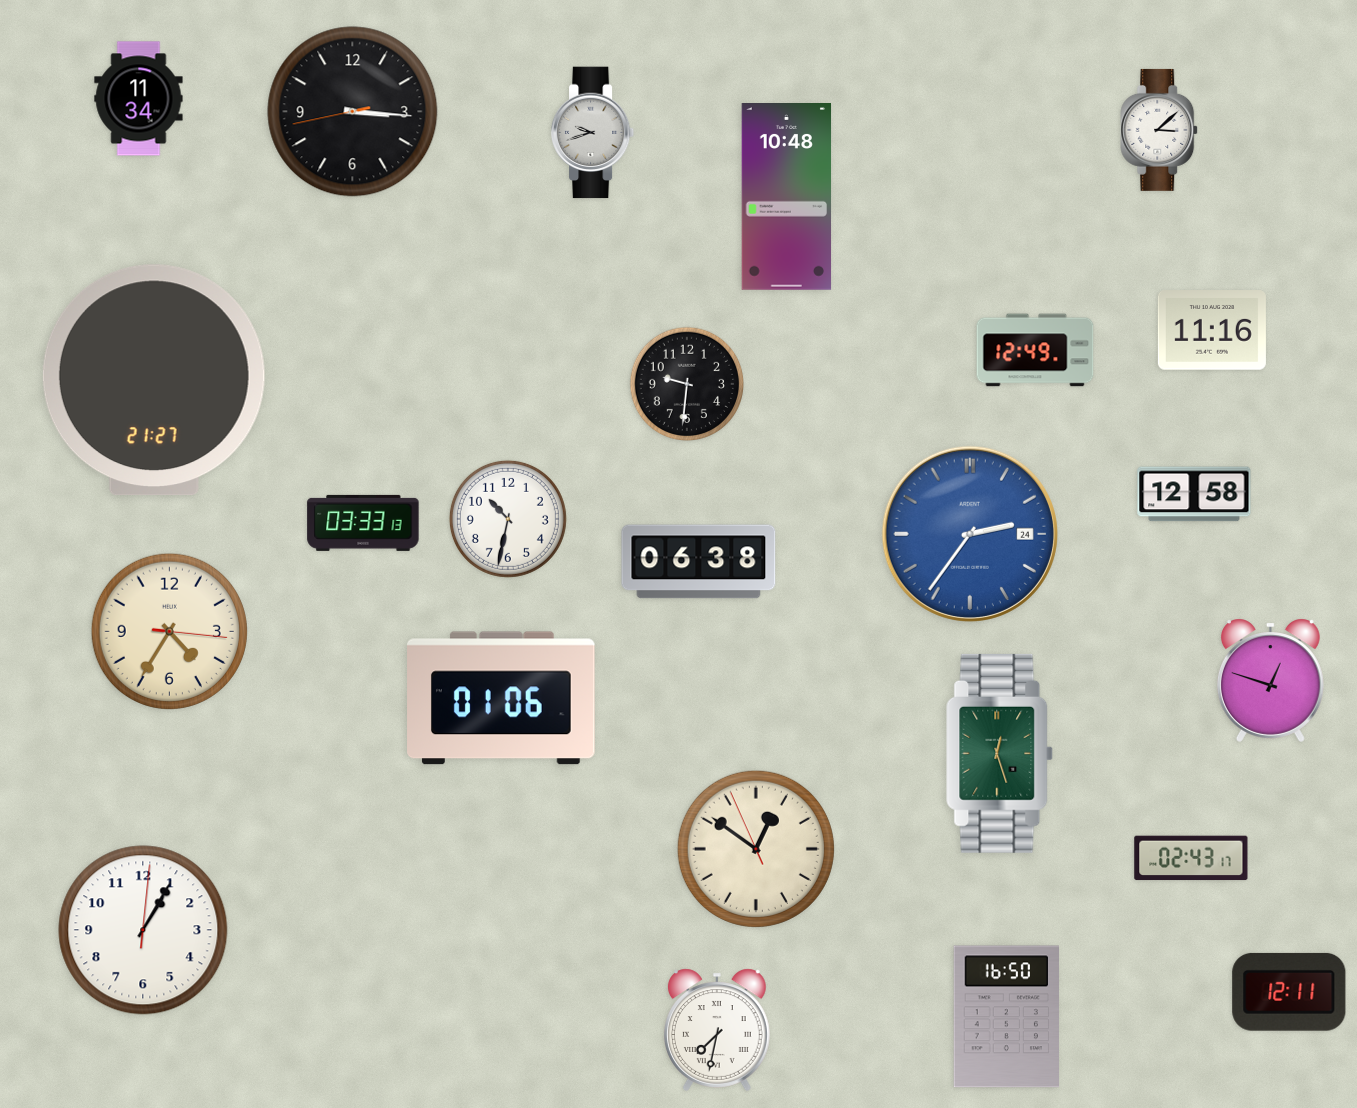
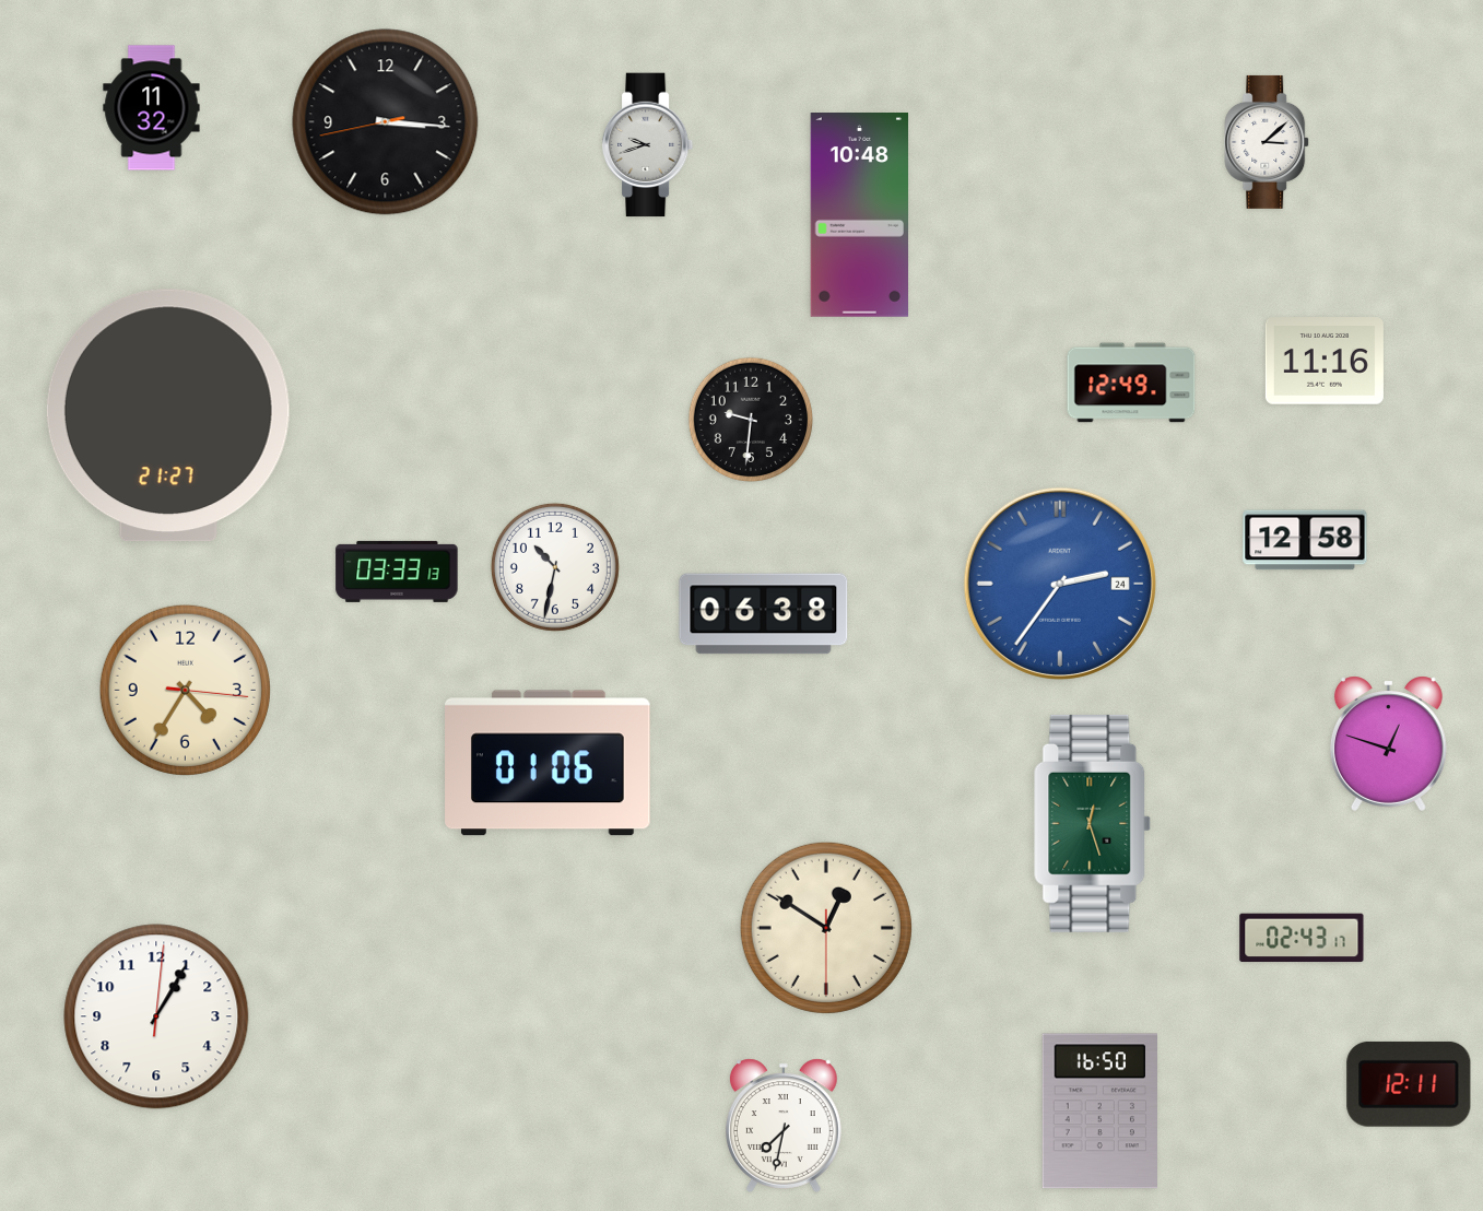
clock at (139, 99): 11:34 -> 11:32
clock at (756, 849): 12:50:56 -> 12:50:30
